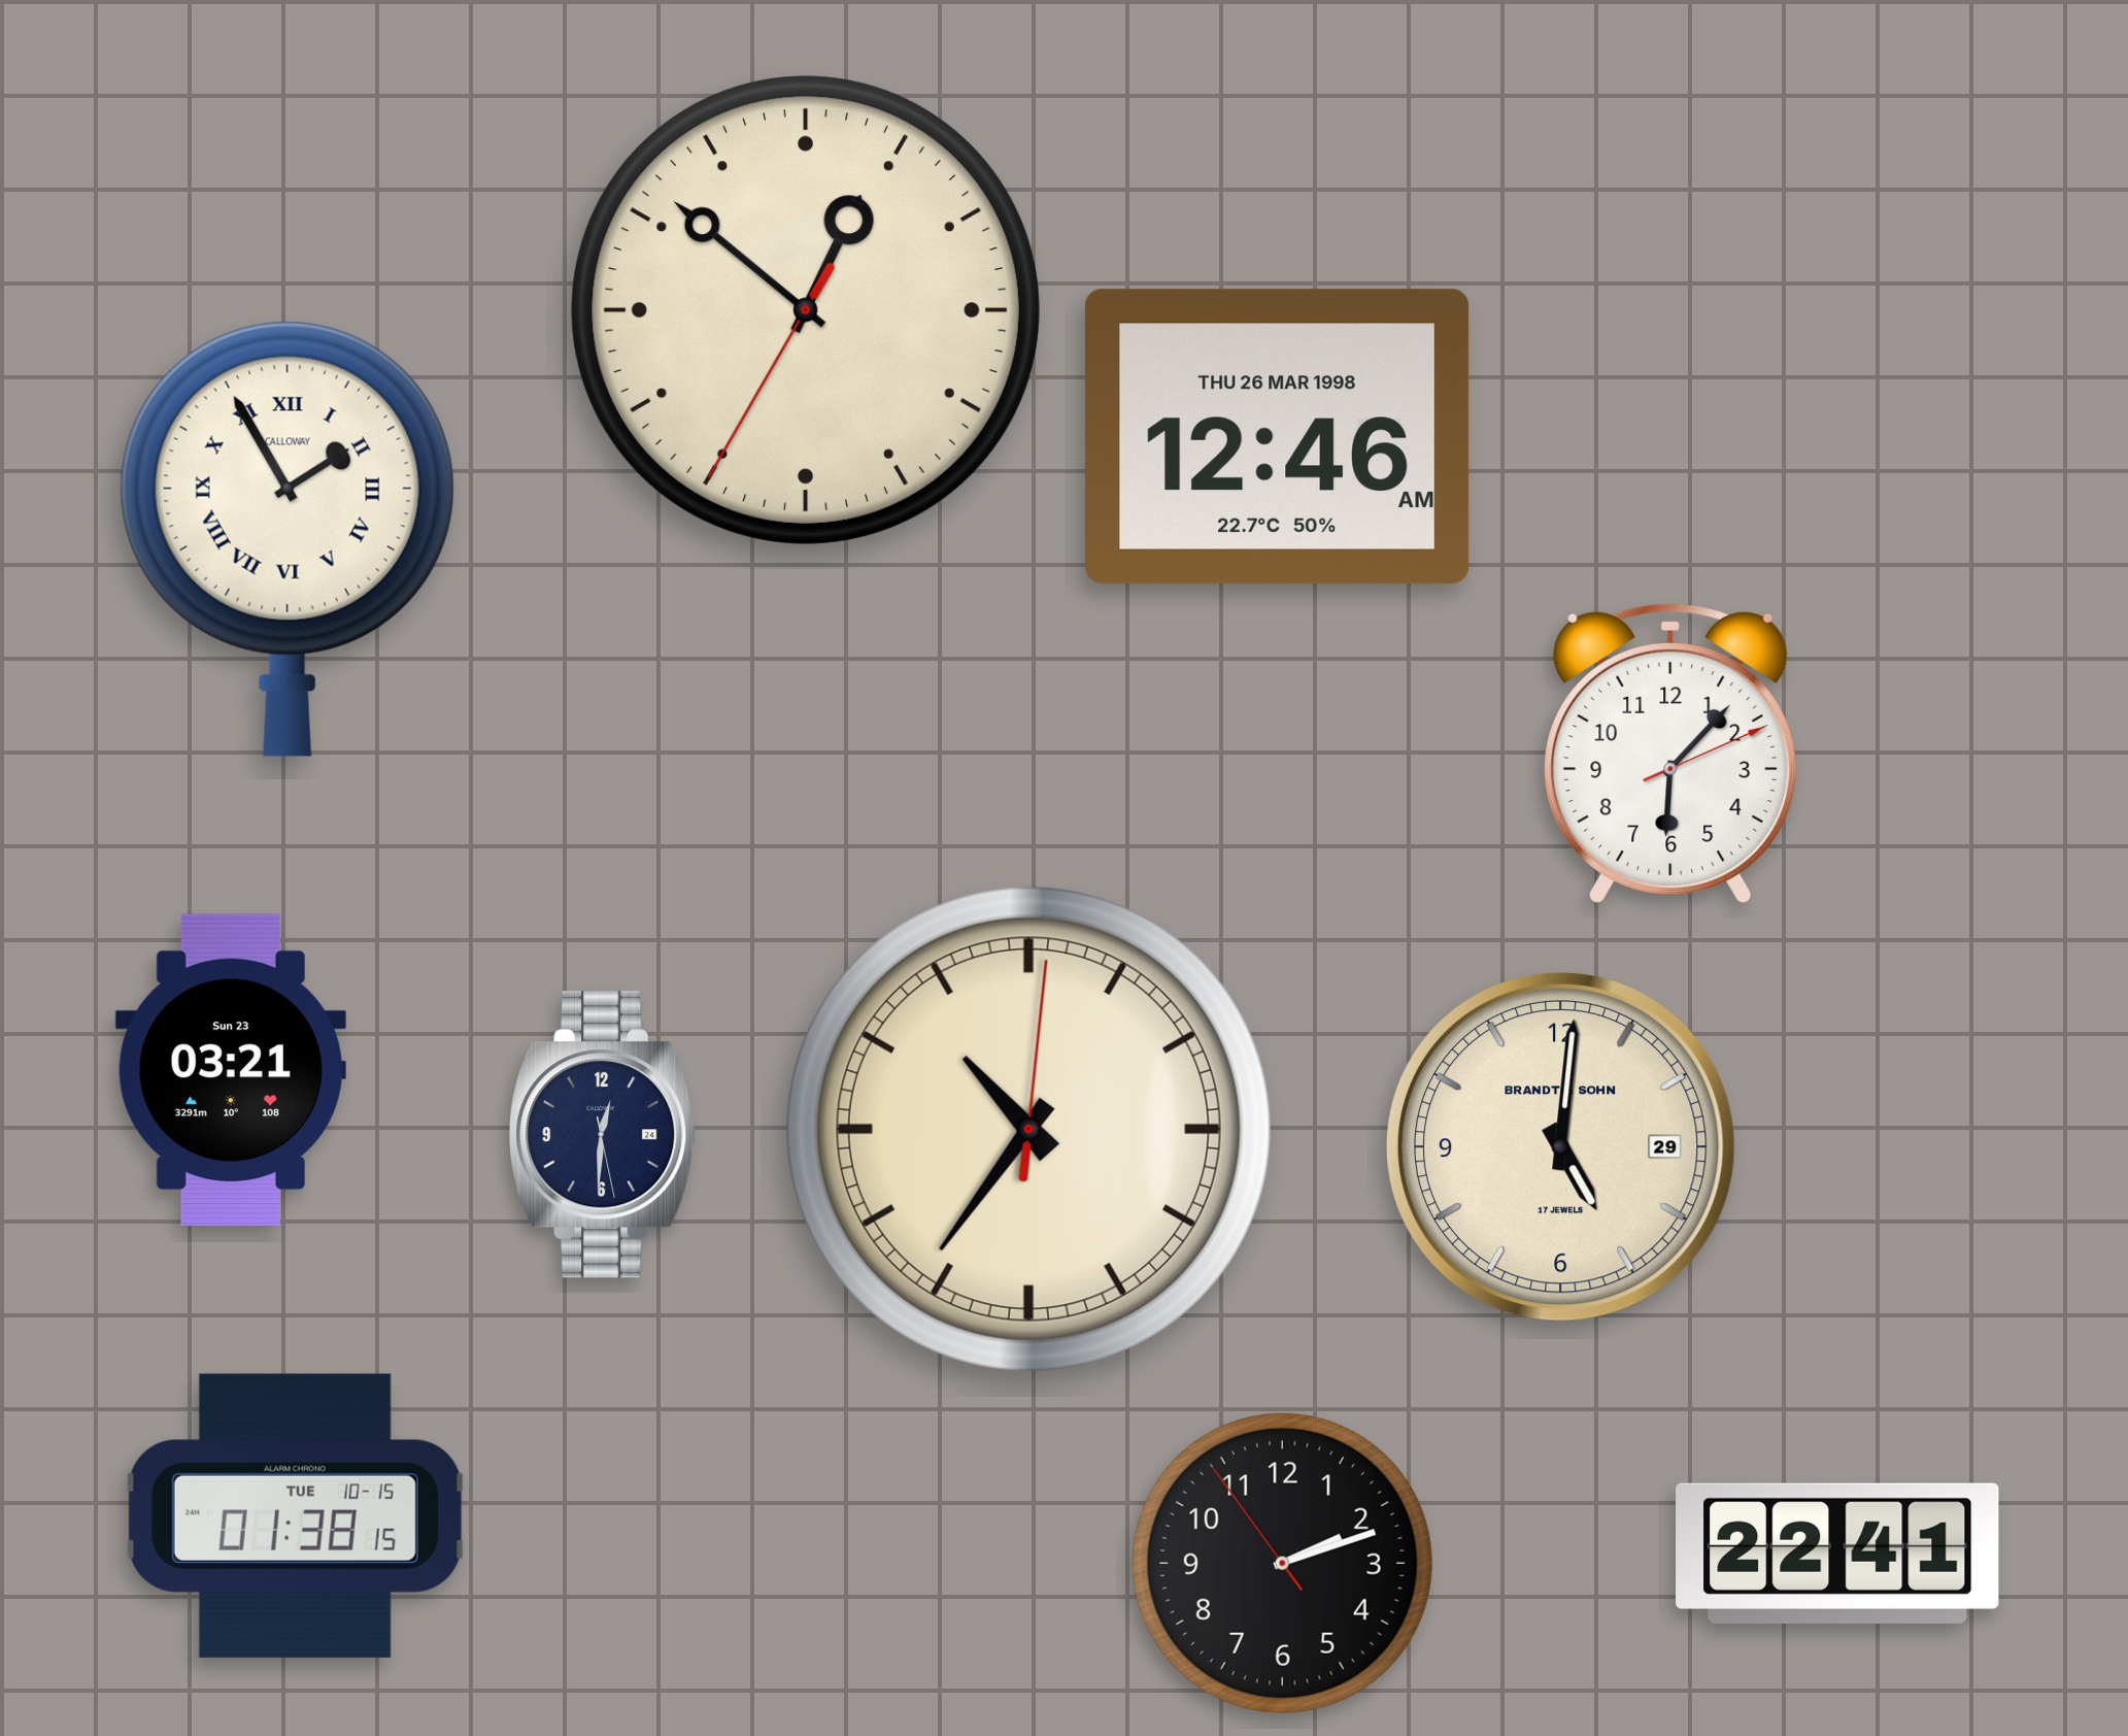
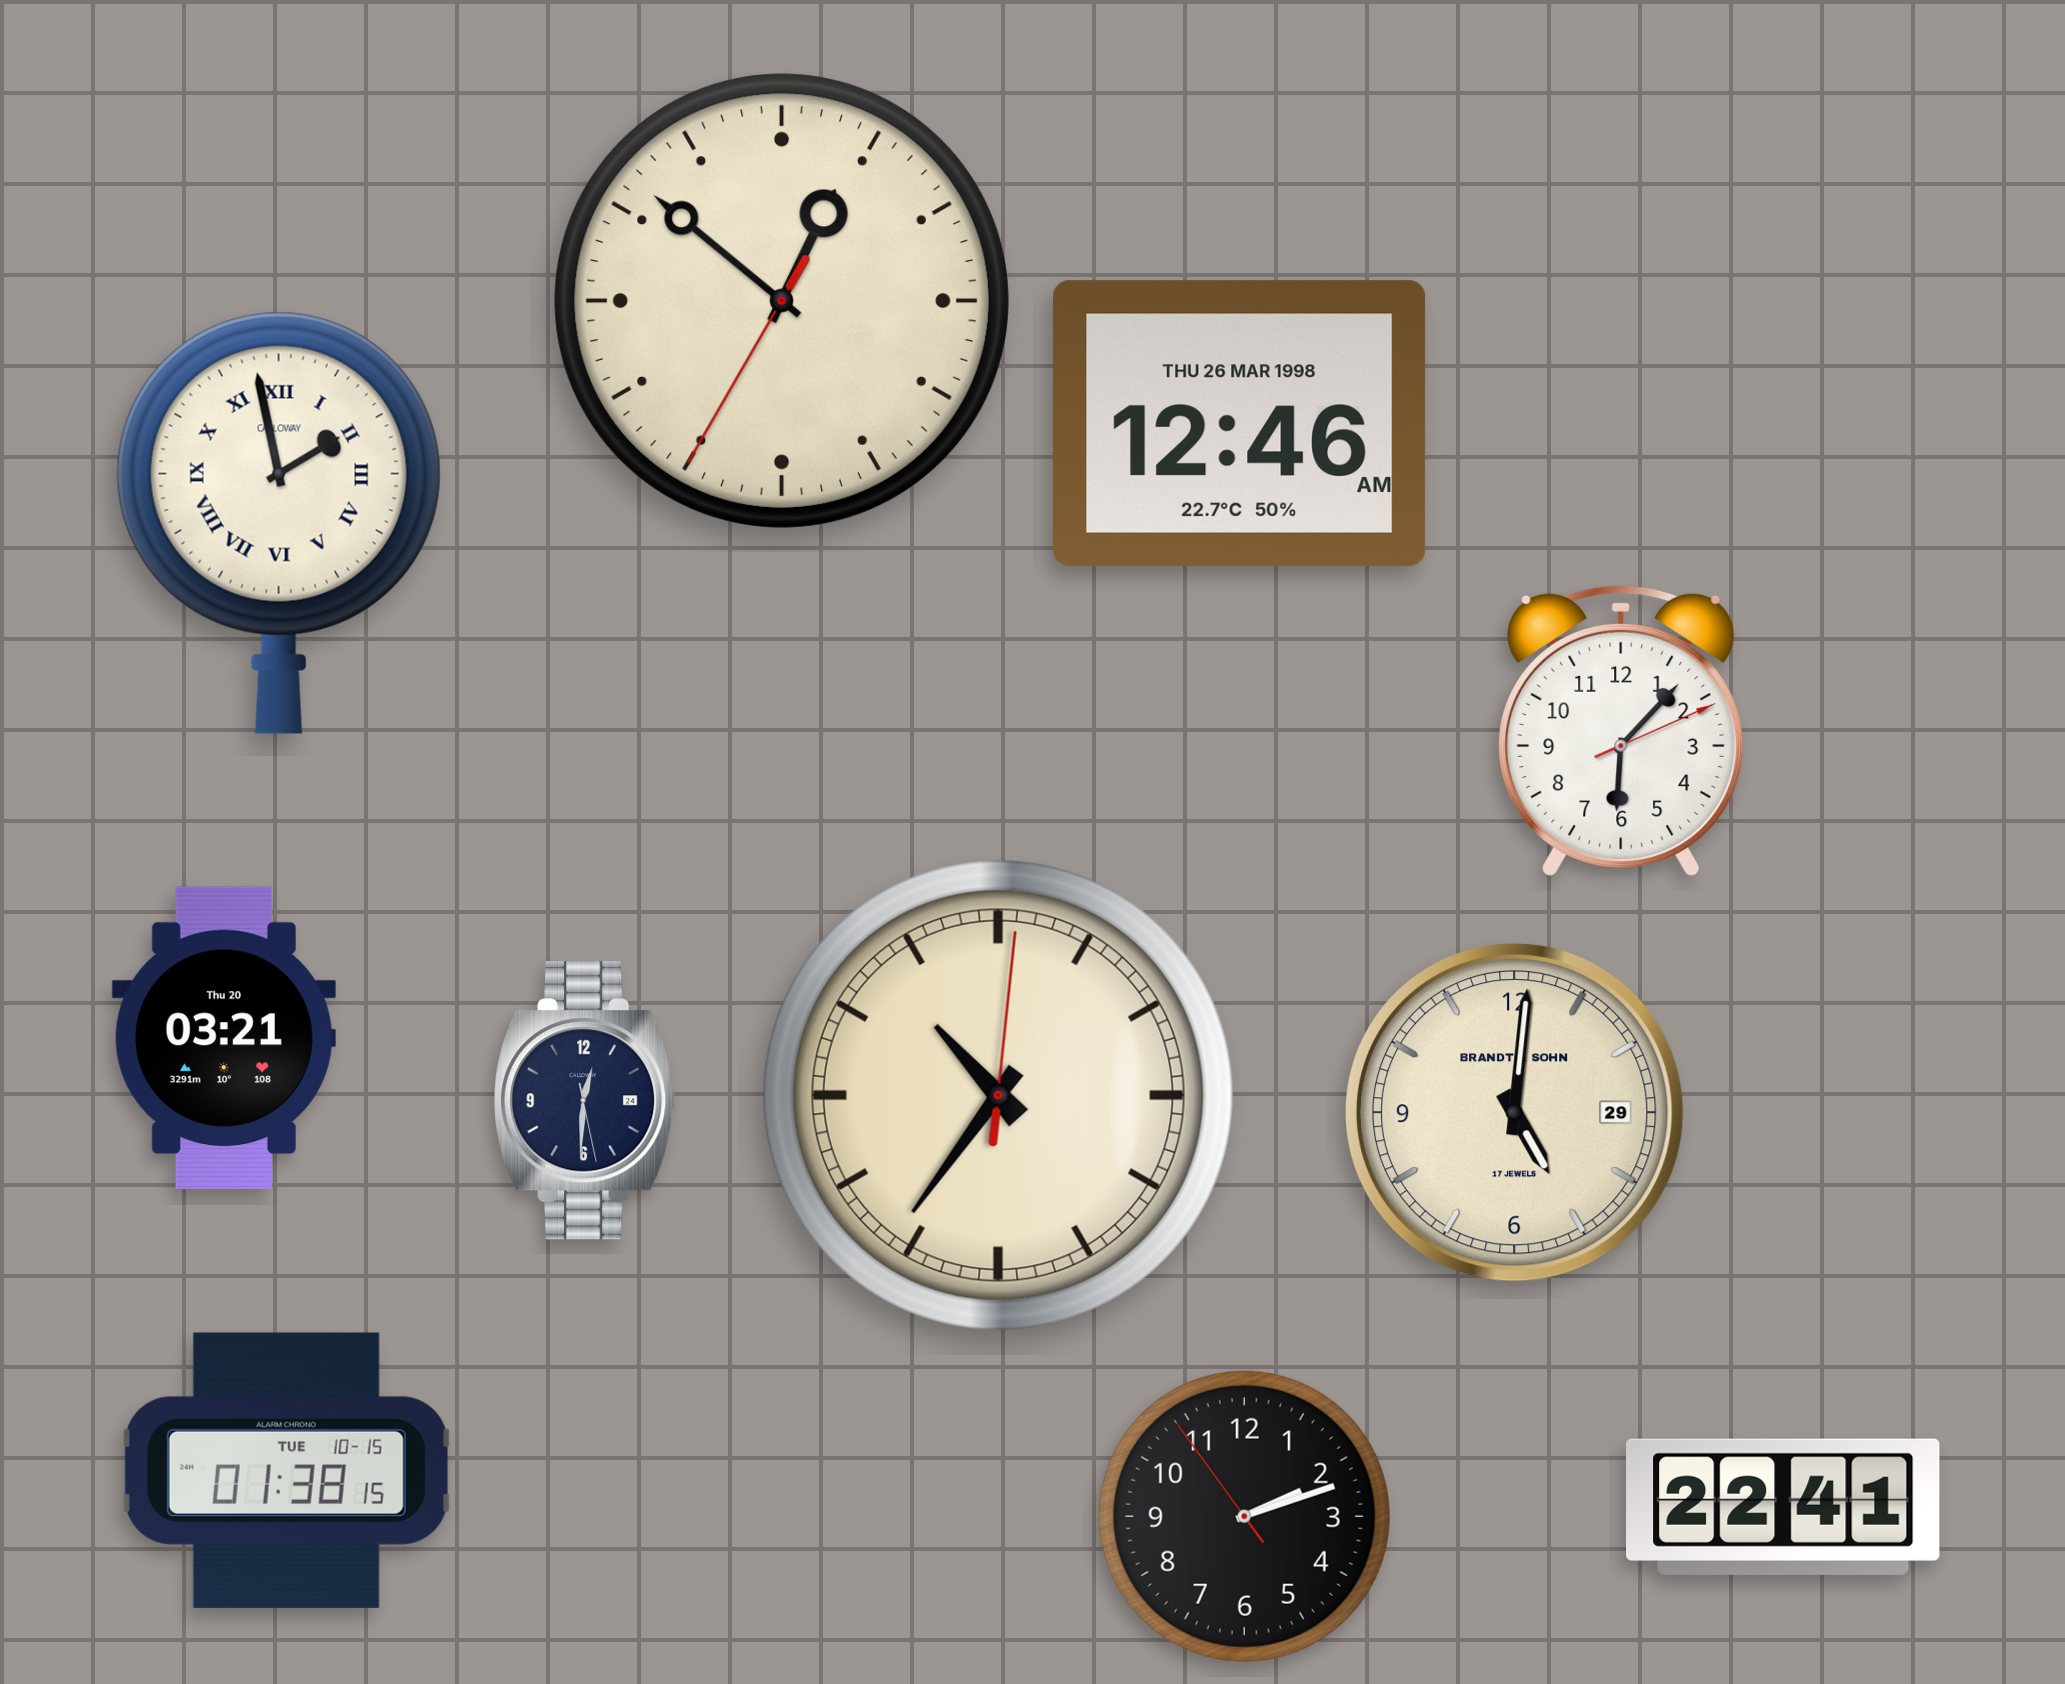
clock at (288, 539): 1:55 -> 1:58
clock at (231, 1069) date: Sun 23 -> Thu 20
